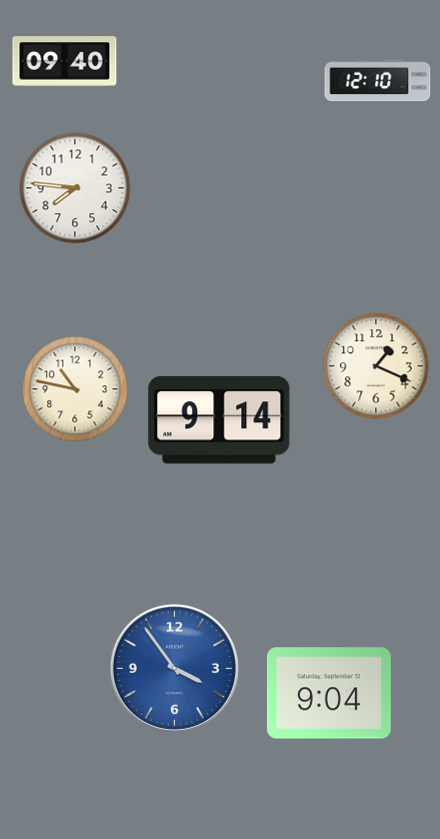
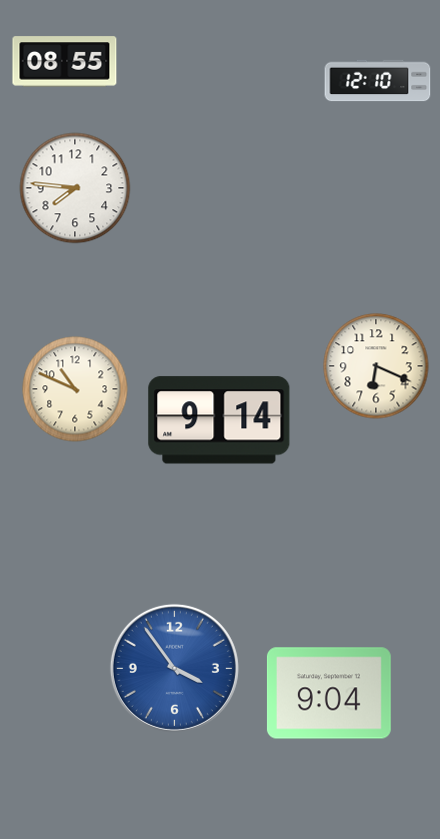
clock at (65, 62): 09:40 -> 08:55
clock at (376, 366): 1:19 -> 6:19
clock at (75, 389): 10:47 -> 10:49
